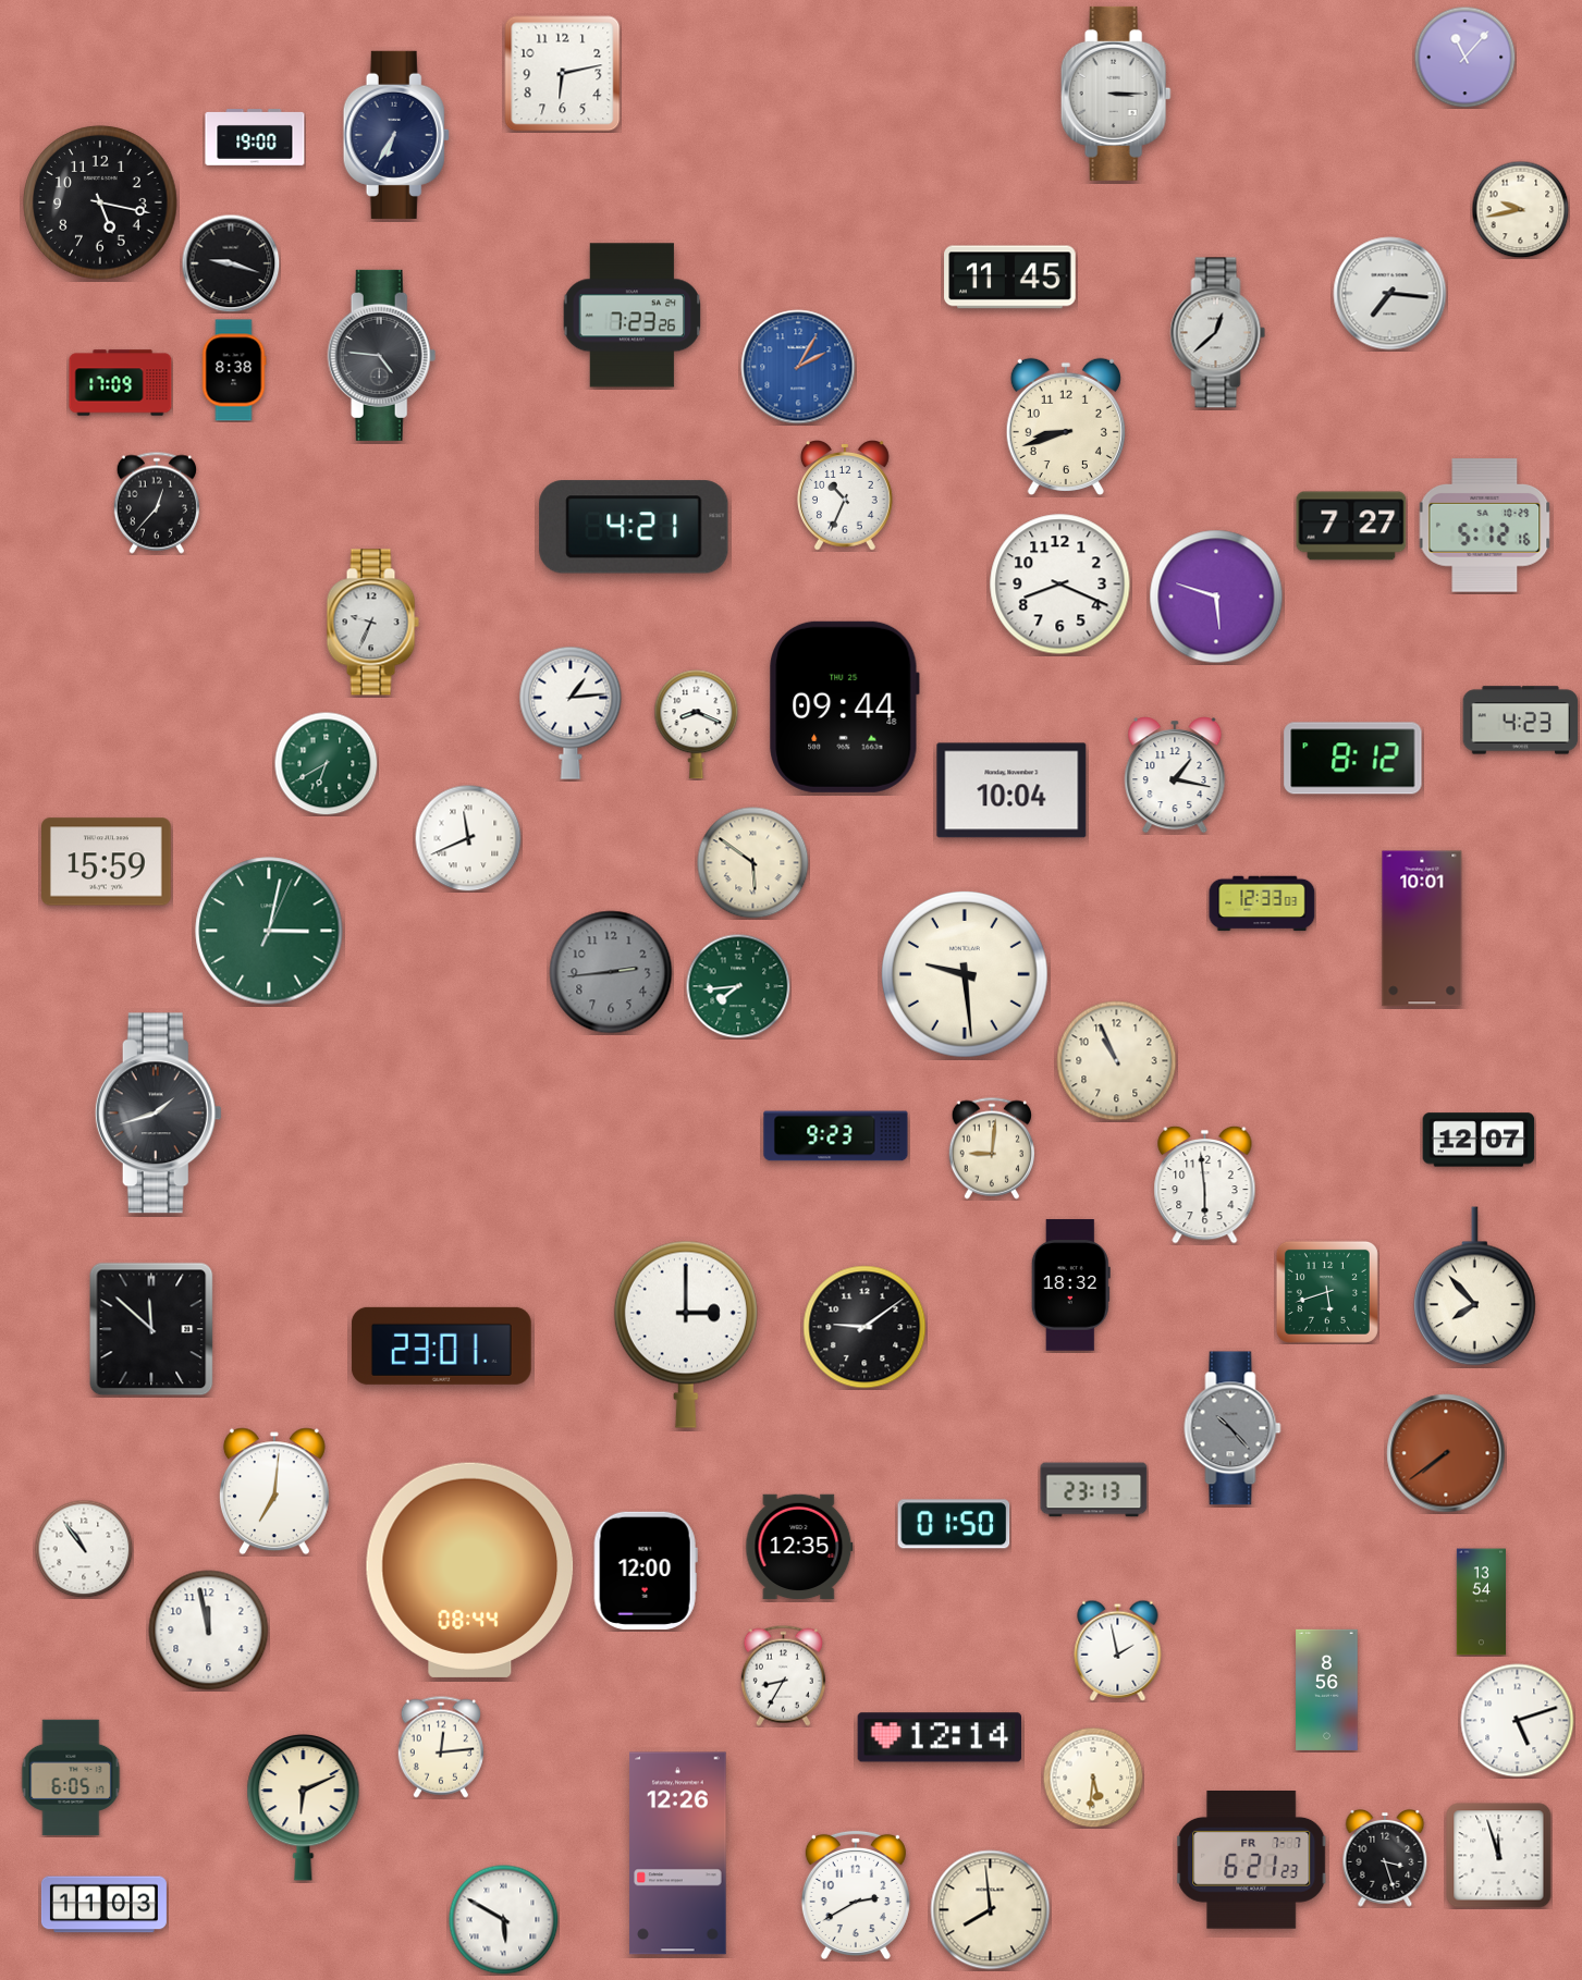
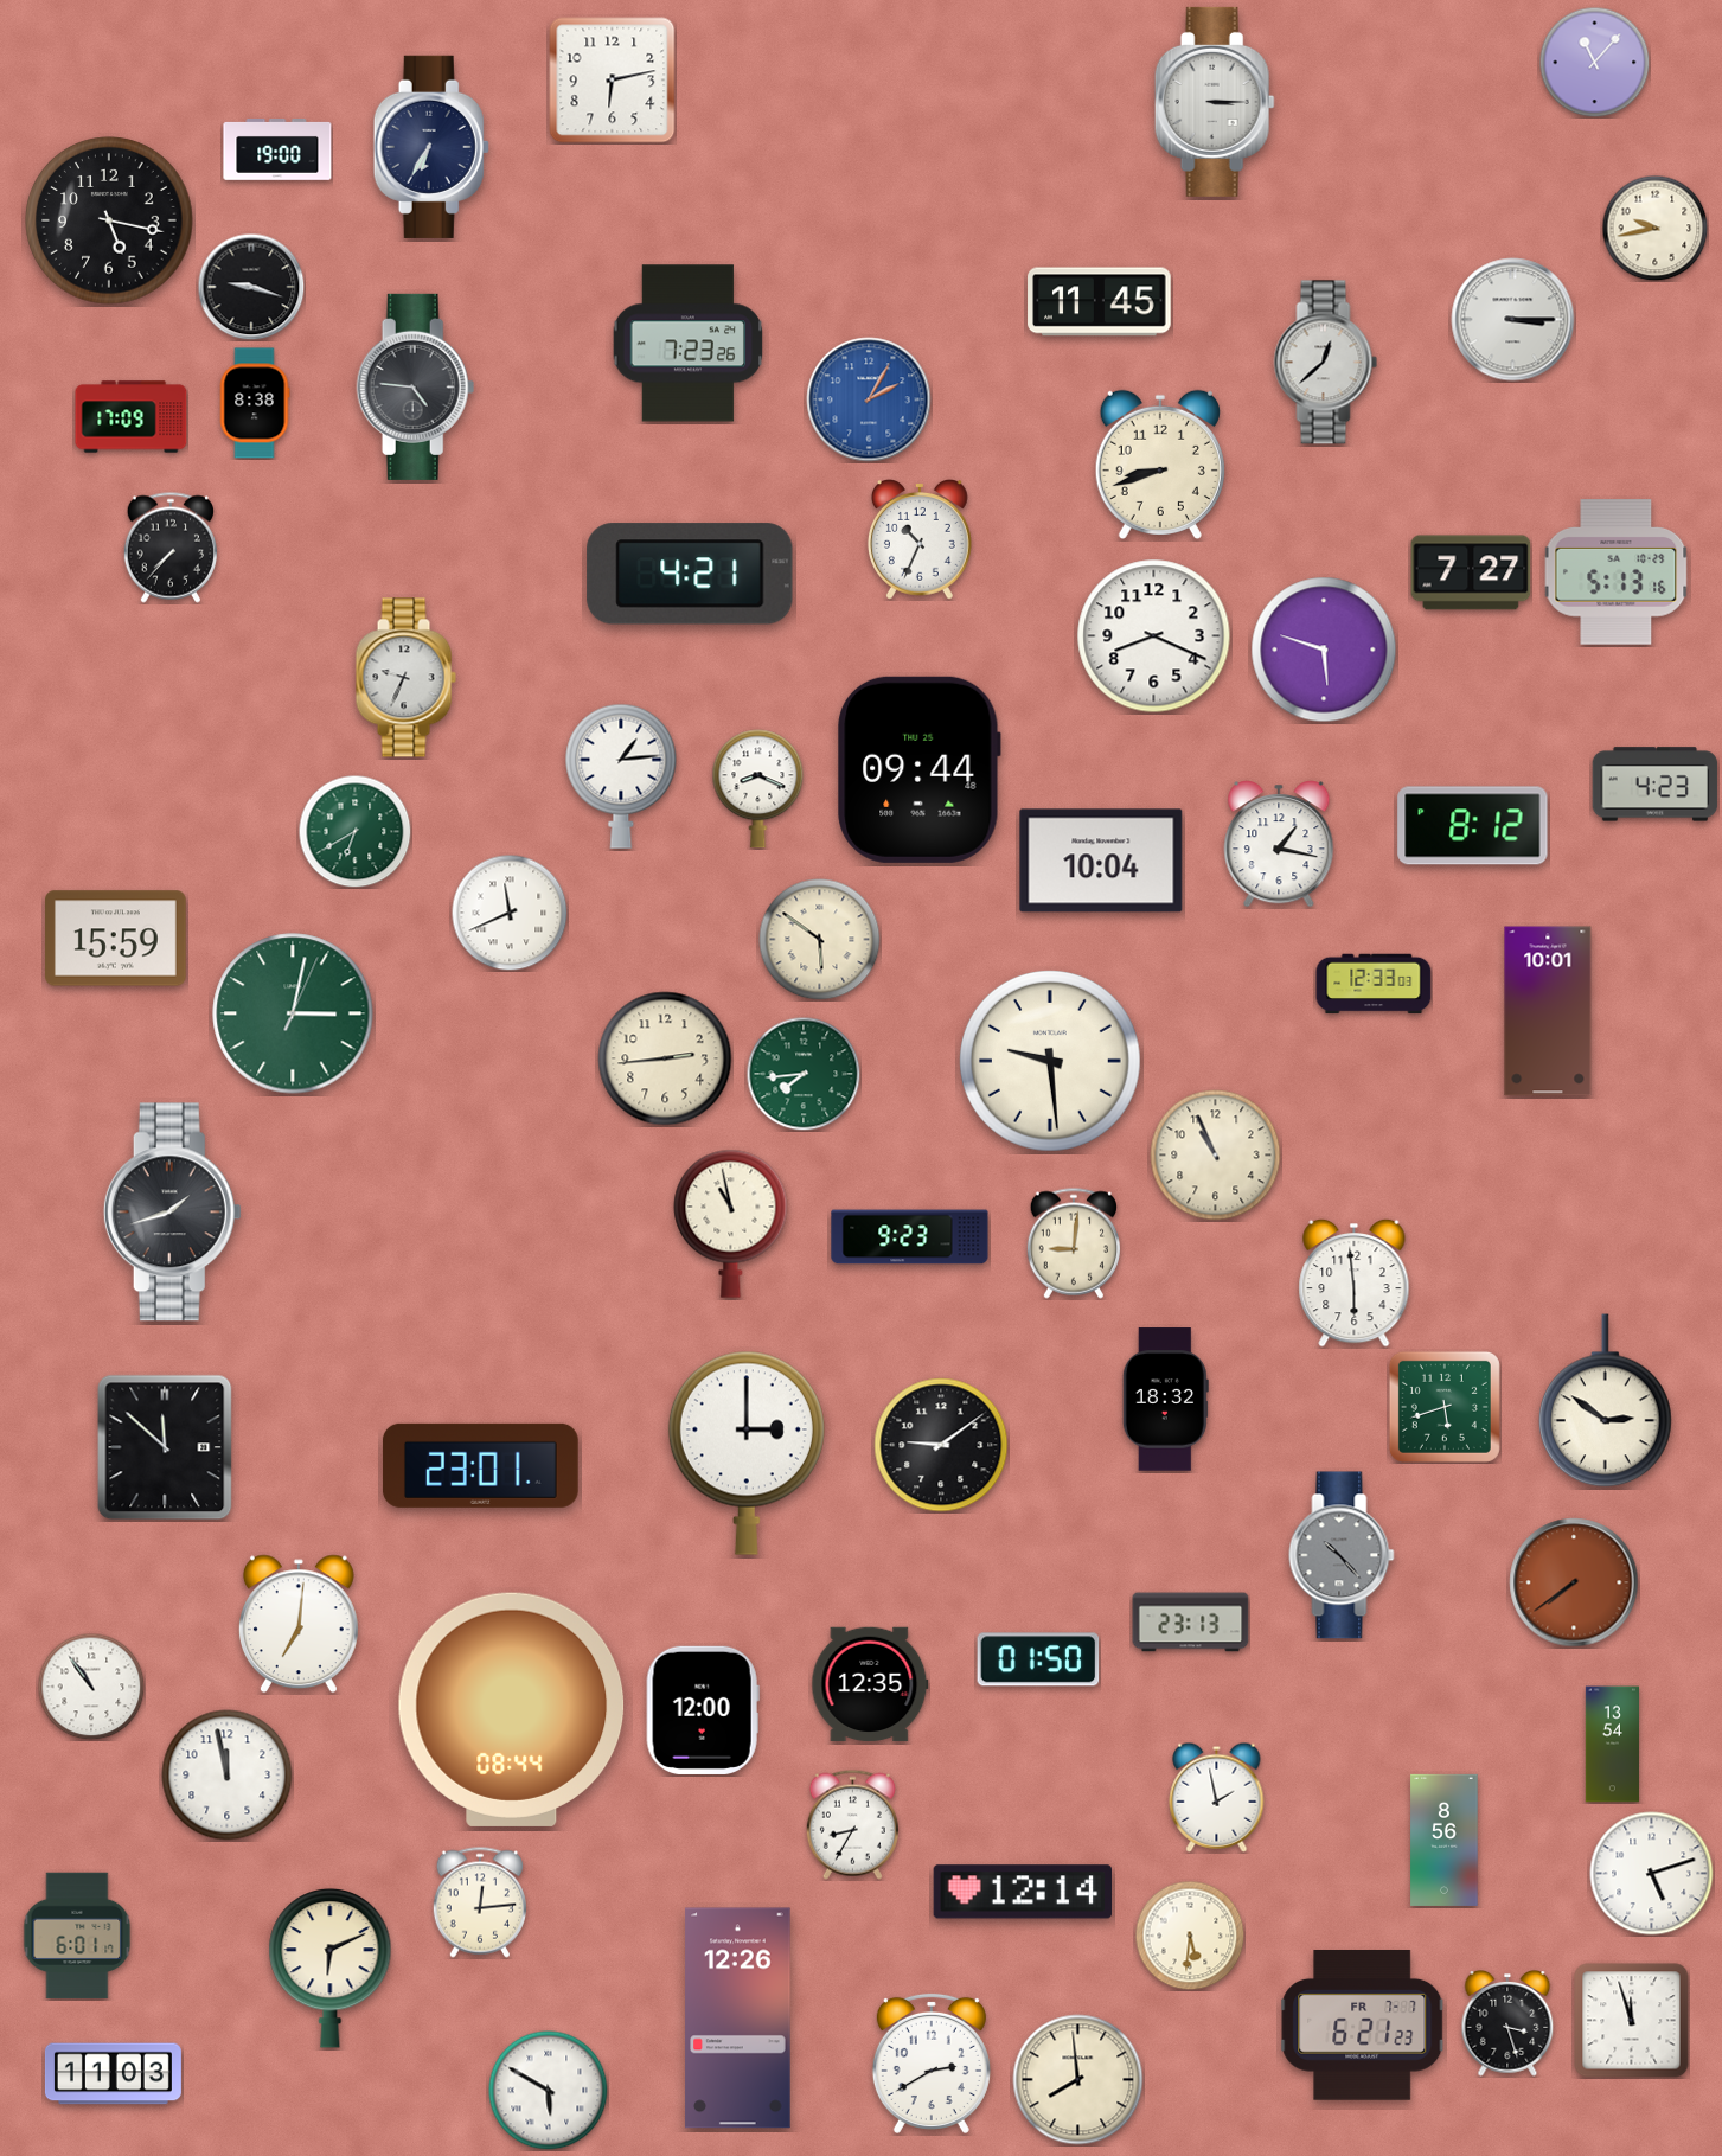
clock at (1390, 294): 7:16 -> 3:15
clock at (156, 503): 12:37 -> 7:37
clock at (1485, 526): 5:12 -> 5:13
clock at (611, 972) dial: grey -> cream
clock at (731, 1223): none -> 10:58
clock at (1479, 1140): 12:07 -> none
clock at (991, 1148) position: (991, 1148) -> (1073, 1243)
clock at (1205, 1184) position: (1205, 1184) -> (1355, 1282)
clock at (1475, 1287): 7:53 -> 2:51
clock at (71, 1778): 6:05 -> 6:01
